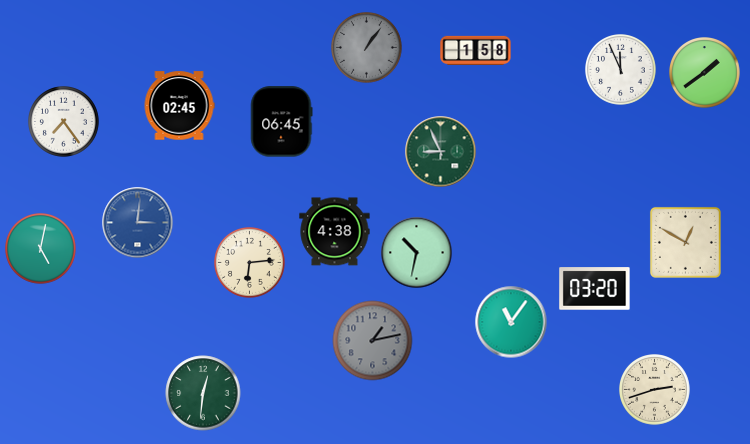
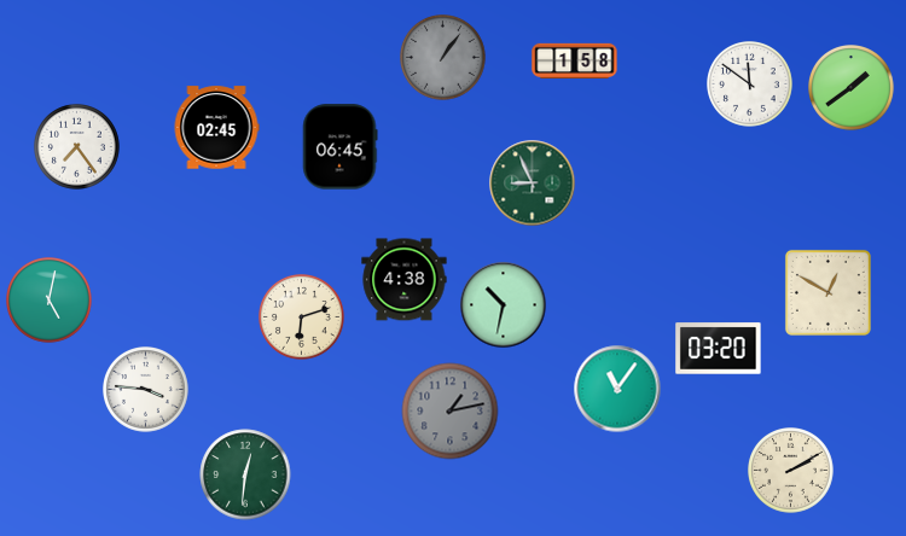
clock at (621, 70): 11:56 -> 11:51
clock at (138, 223): 3:01 -> none
clock at (250, 263): 6:14 -> 6:12
clock at (146, 390): none -> 3:46
clock at (655, 390): 2:42 -> 2:10
